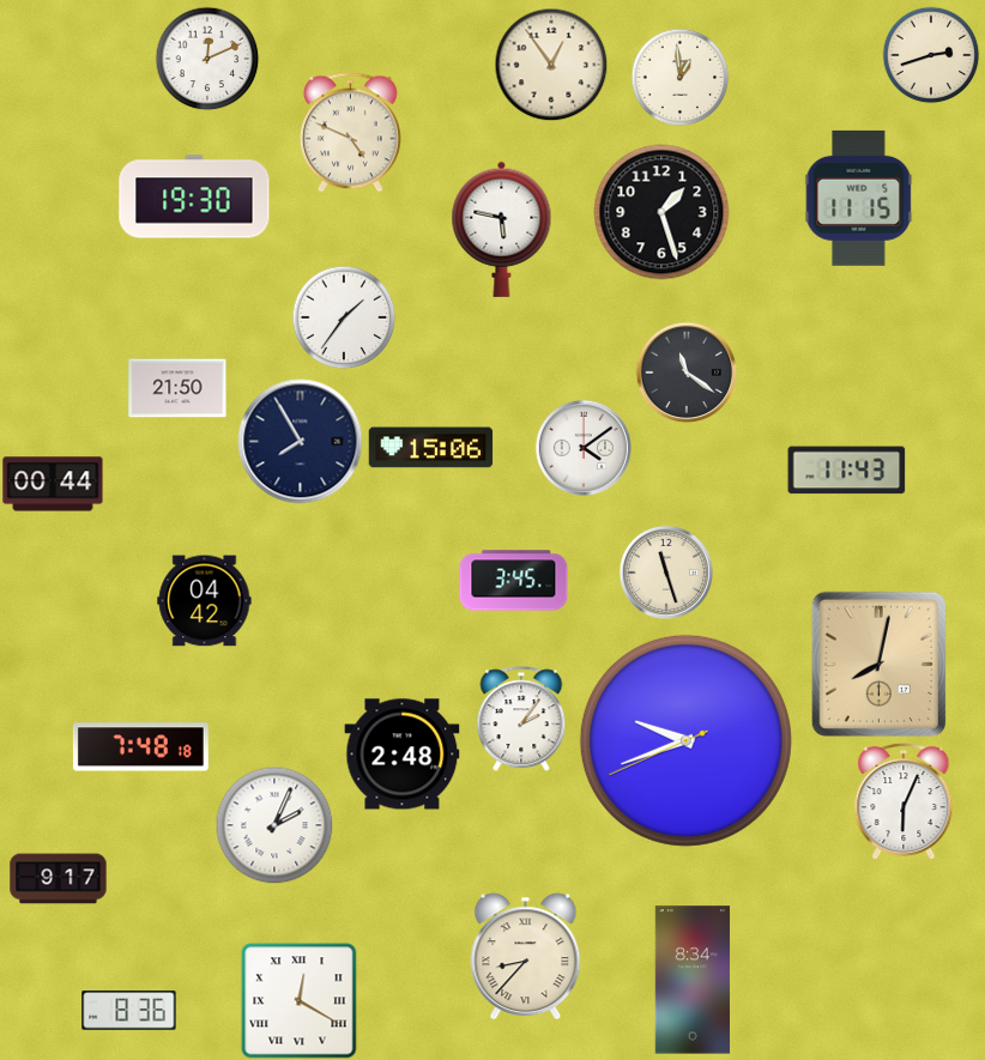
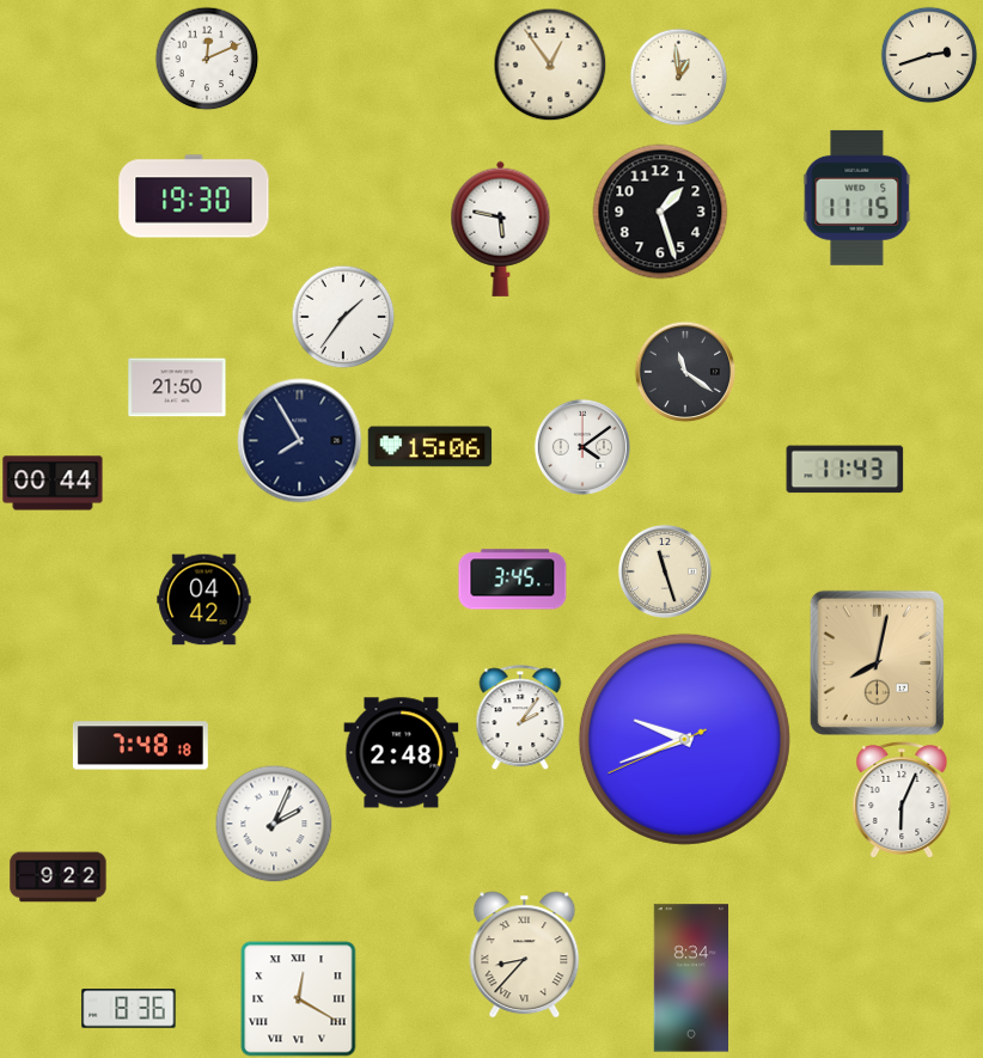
clock at (350, 133): 4:49 -> none
clock at (59, 879): 9:17 -> 9:22
